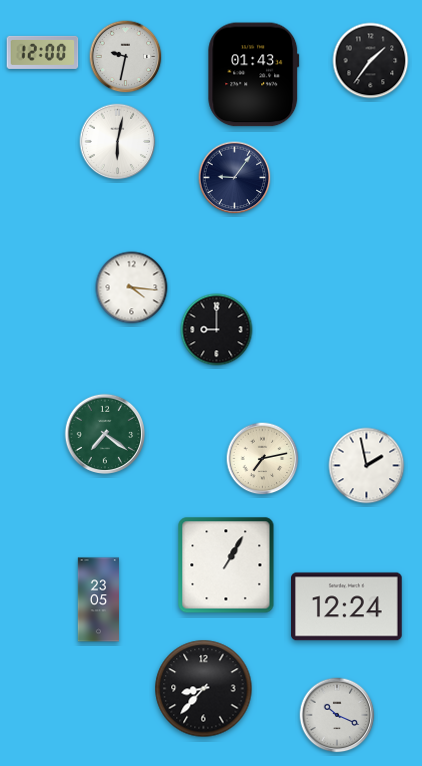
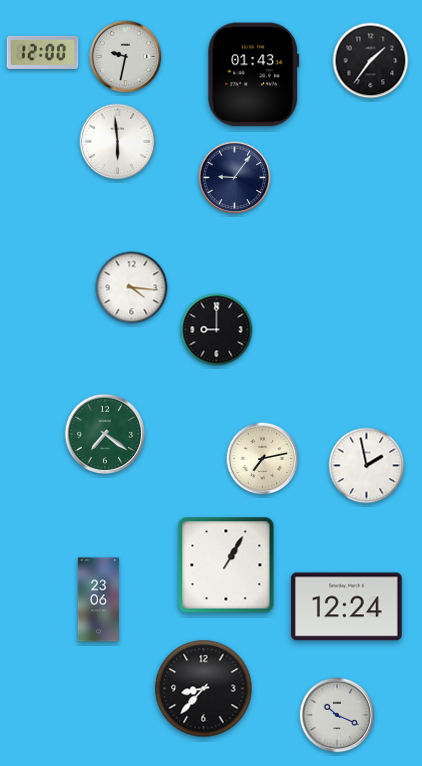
clock at (118, 142): 6:02 -> 5:59
clock at (98, 600): 23:05 -> 23:06
